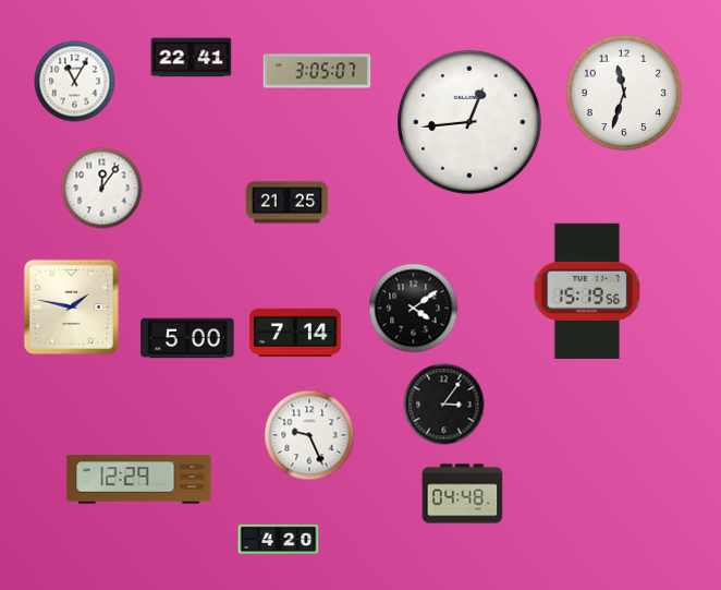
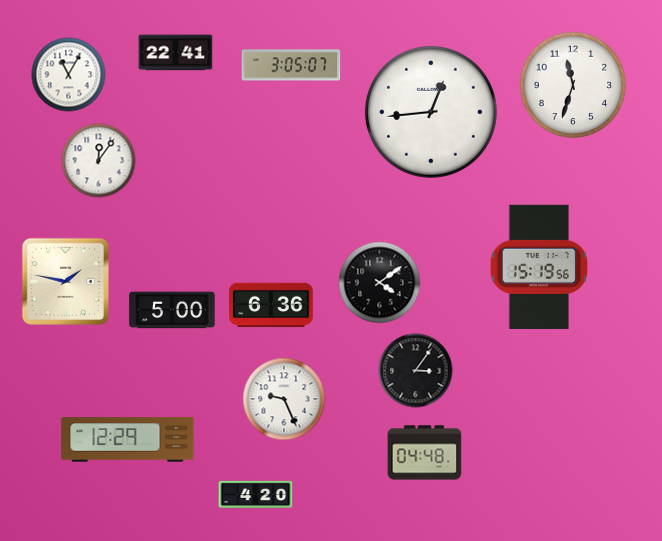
clock at (102, 189) position: (102, 189) -> (99, 161)
clock at (288, 203): 21:25 -> none
clock at (295, 333): 7:14 -> 6:36
clock at (444, 405) position: (444, 405) -> (416, 371)
